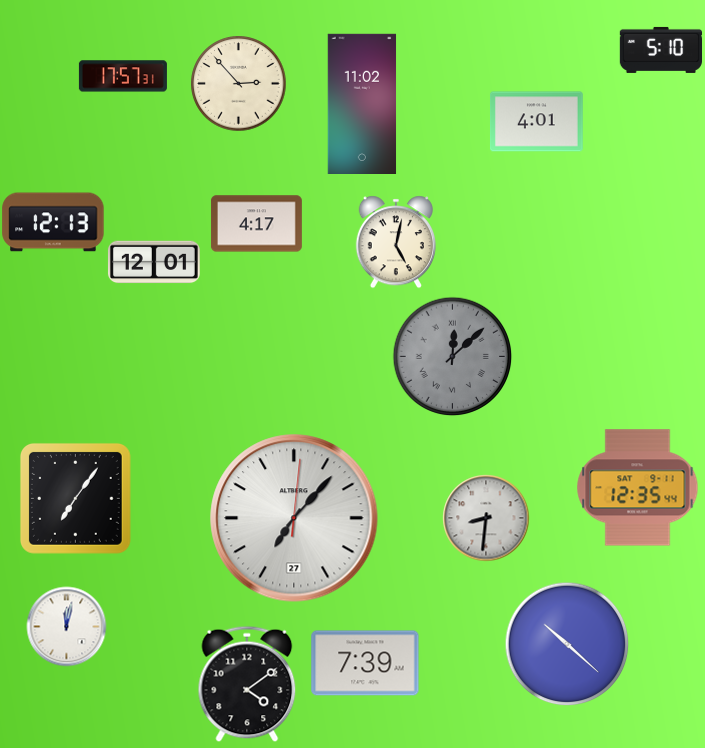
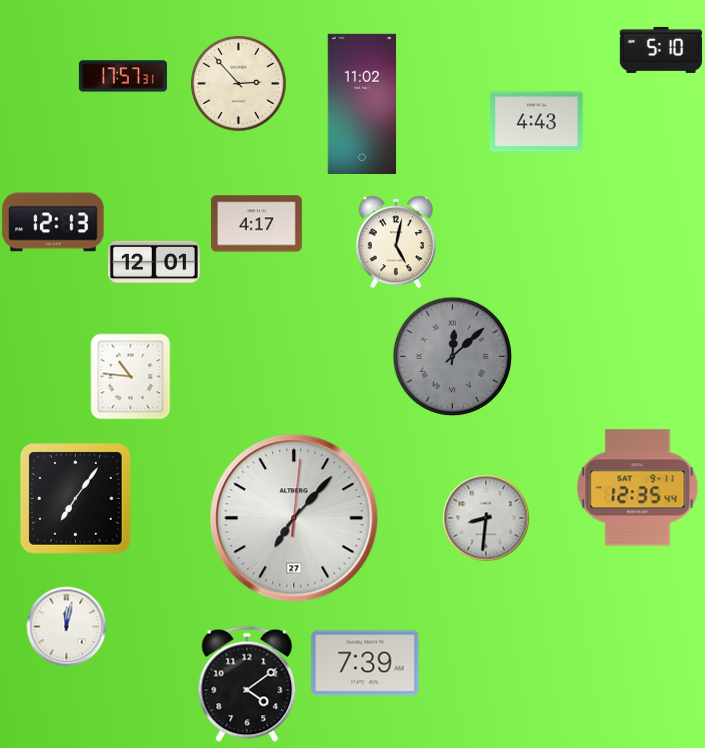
clock at (536, 122): 4:01 -> 4:43
clock at (131, 376): none -> 10:46
clock at (567, 644): 10:22 -> none
